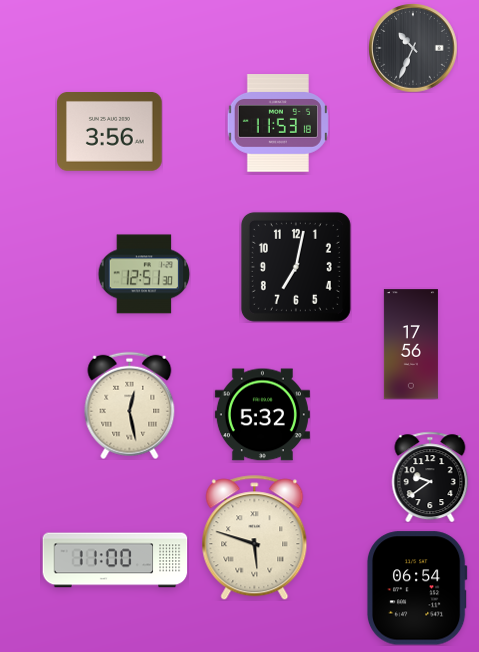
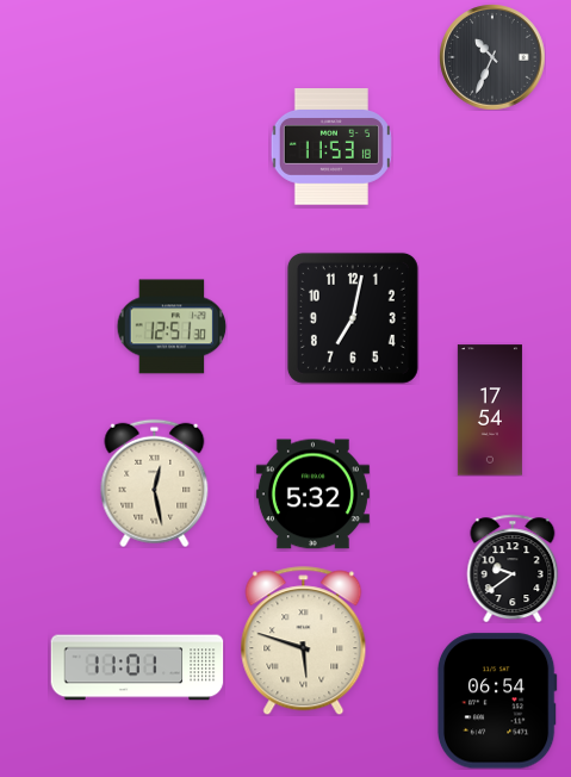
clock at (110, 132): 3:56 -> none
clock at (411, 344): 17:56 -> 17:54
clock at (115, 560): 11:00 -> 11:01
